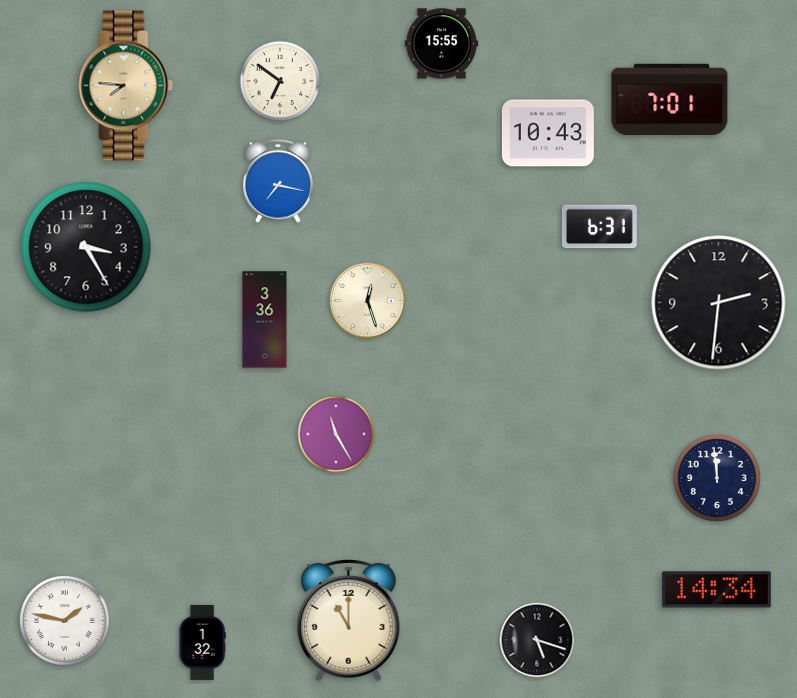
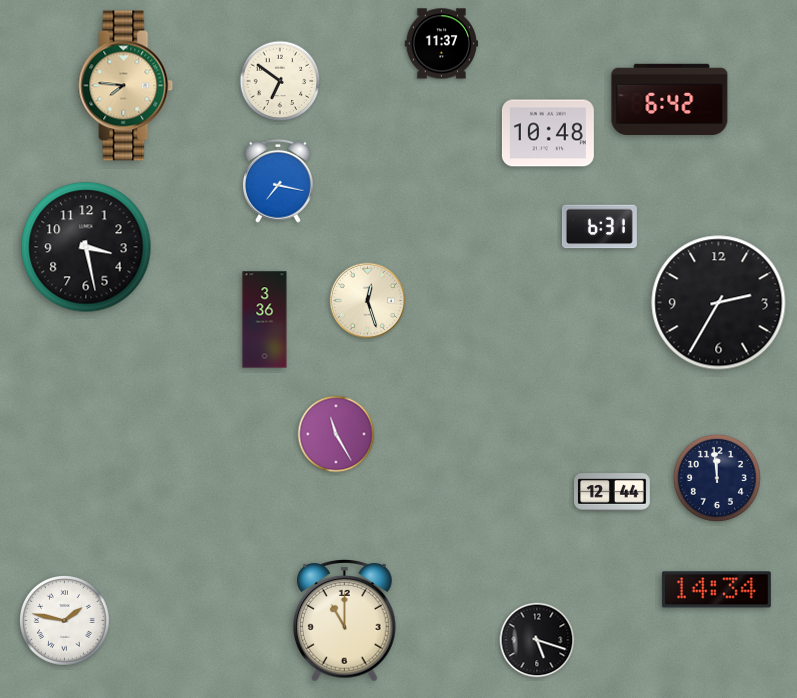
clock at (441, 44): 15:55 -> 11:37
clock at (670, 99): 7:01 -> 6:42
clock at (548, 133): 10:43 -> 10:48
clock at (86, 247): 3:25 -> 3:28
clock at (719, 303): 2:31 -> 2:35
clock at (613, 492): none -> 12:44
clock at (349, 621) position: (349, 621) -> (345, 621)
clock at (202, 642): 1:32 -> none
